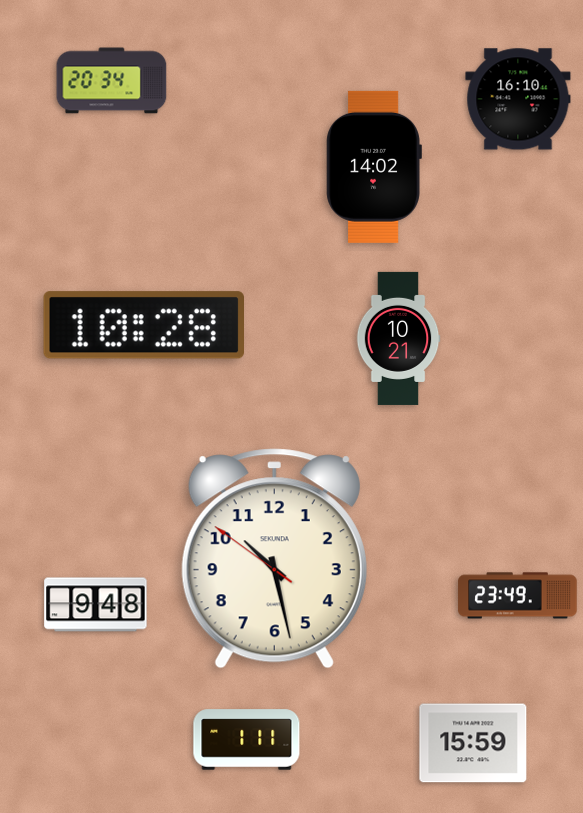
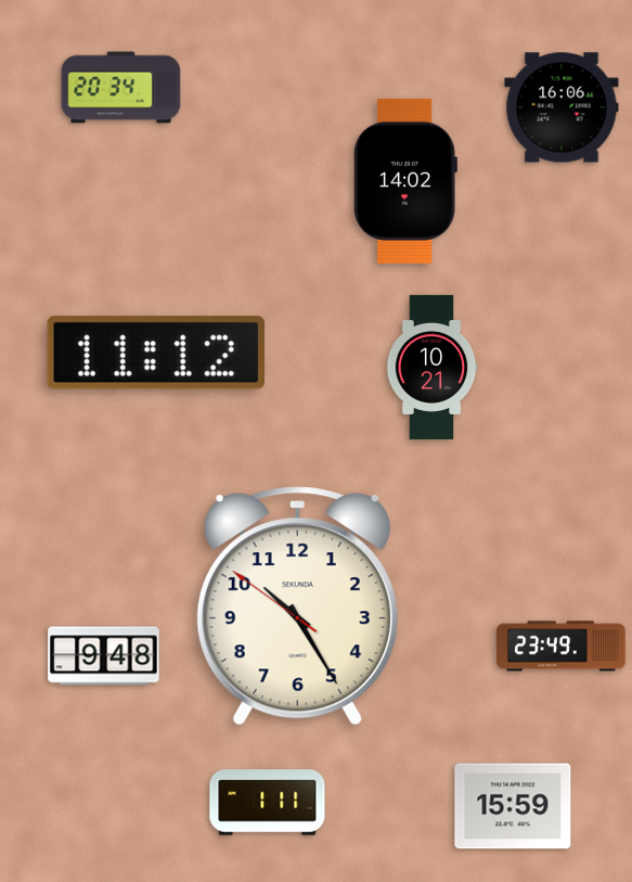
clock at (518, 99): 16:10 -> 16:06
clock at (143, 325): 10:28 -> 11:12
clock at (274, 559): 10:27 -> 10:24
